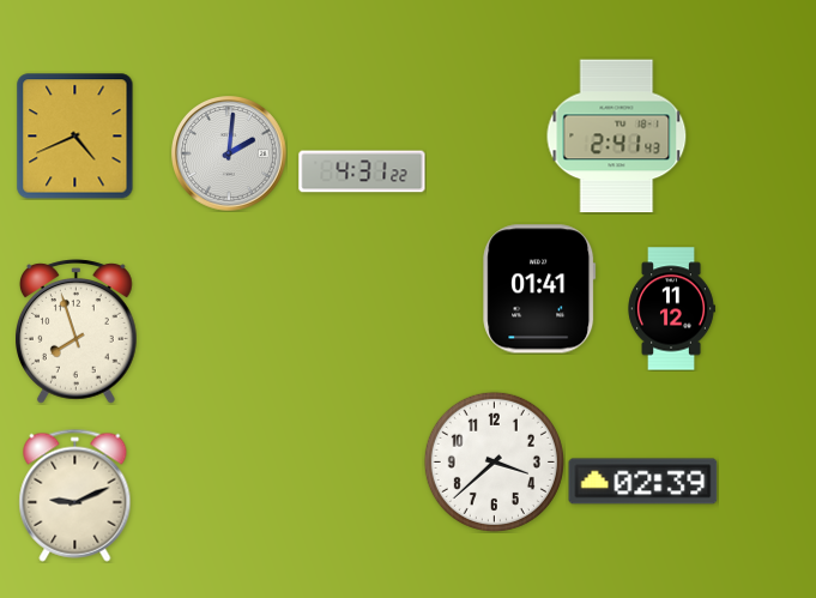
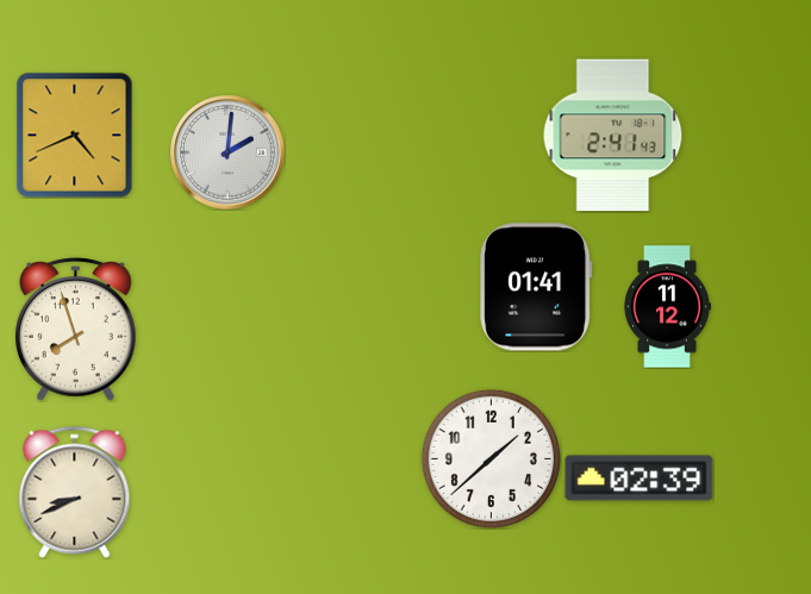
clock at (362, 171): 4:31 -> none
clock at (494, 461): 3:38 -> 1:38
clock at (75, 495): 9:11 -> 8:41
